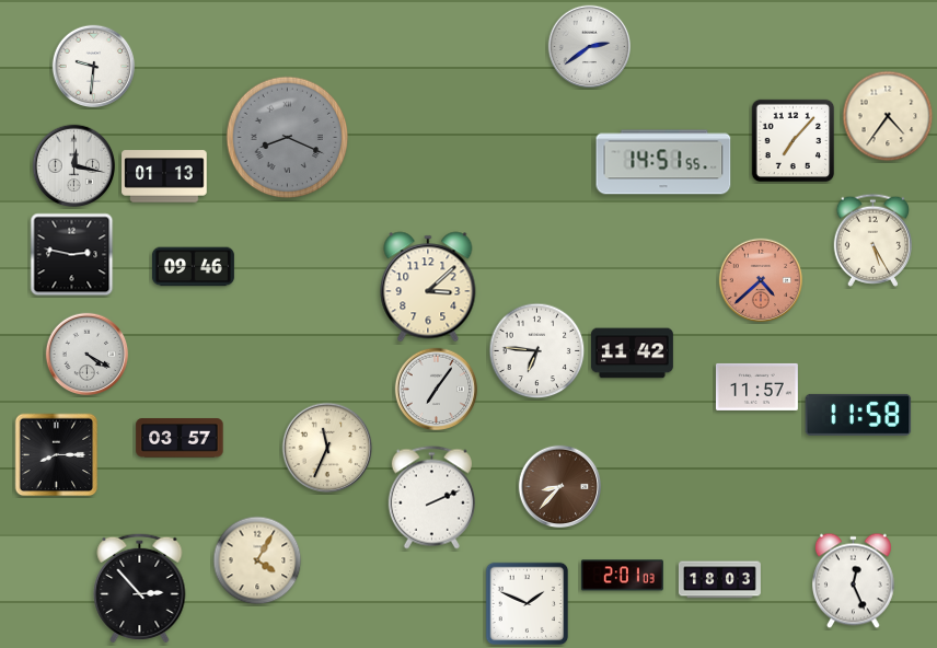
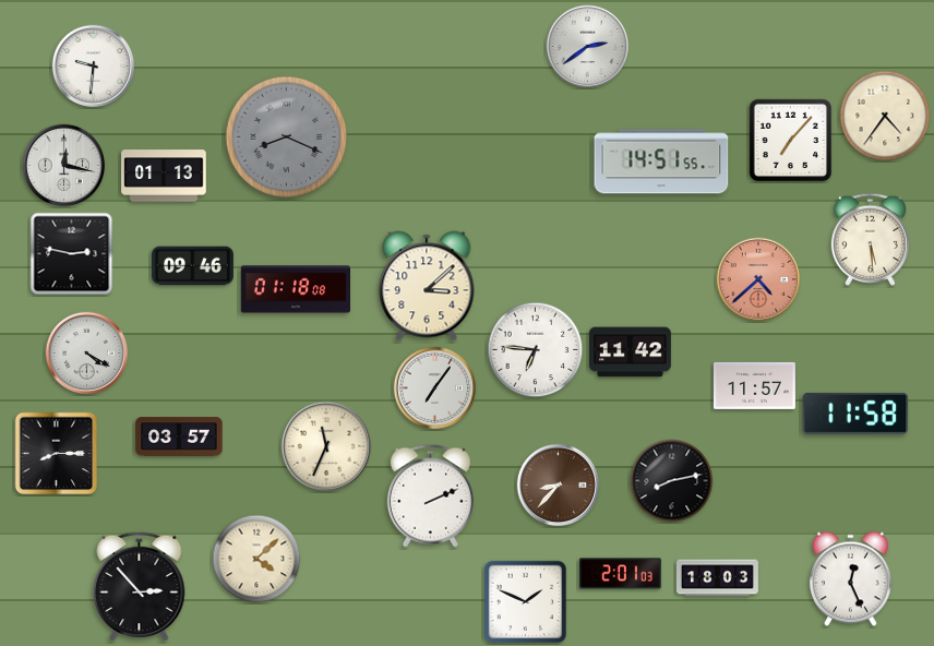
clock at (74, 166) position: (74, 166) -> (64, 166)
clock at (872, 240): 5:25 -> 5:29
clock at (295, 289): none -> 01:18
clock at (672, 481): none -> 8:13
clock at (257, 560): 4:05 -> 4:08
